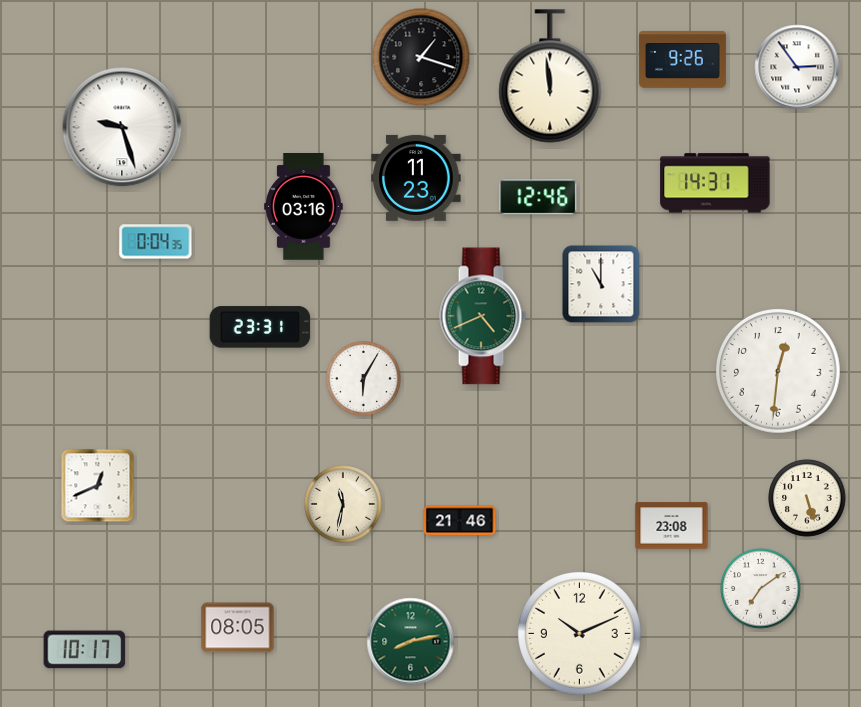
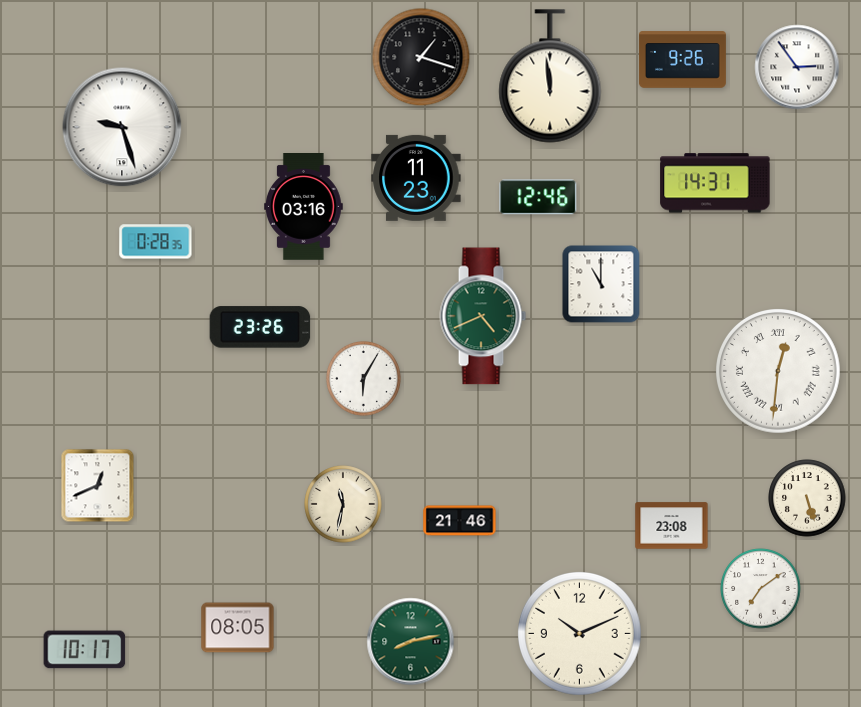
clock at (156, 242): 0:04 -> 0:28
clock at (260, 327): 23:31 -> 23:26
clock at (779, 372) numerals: Arabic -> Roman
